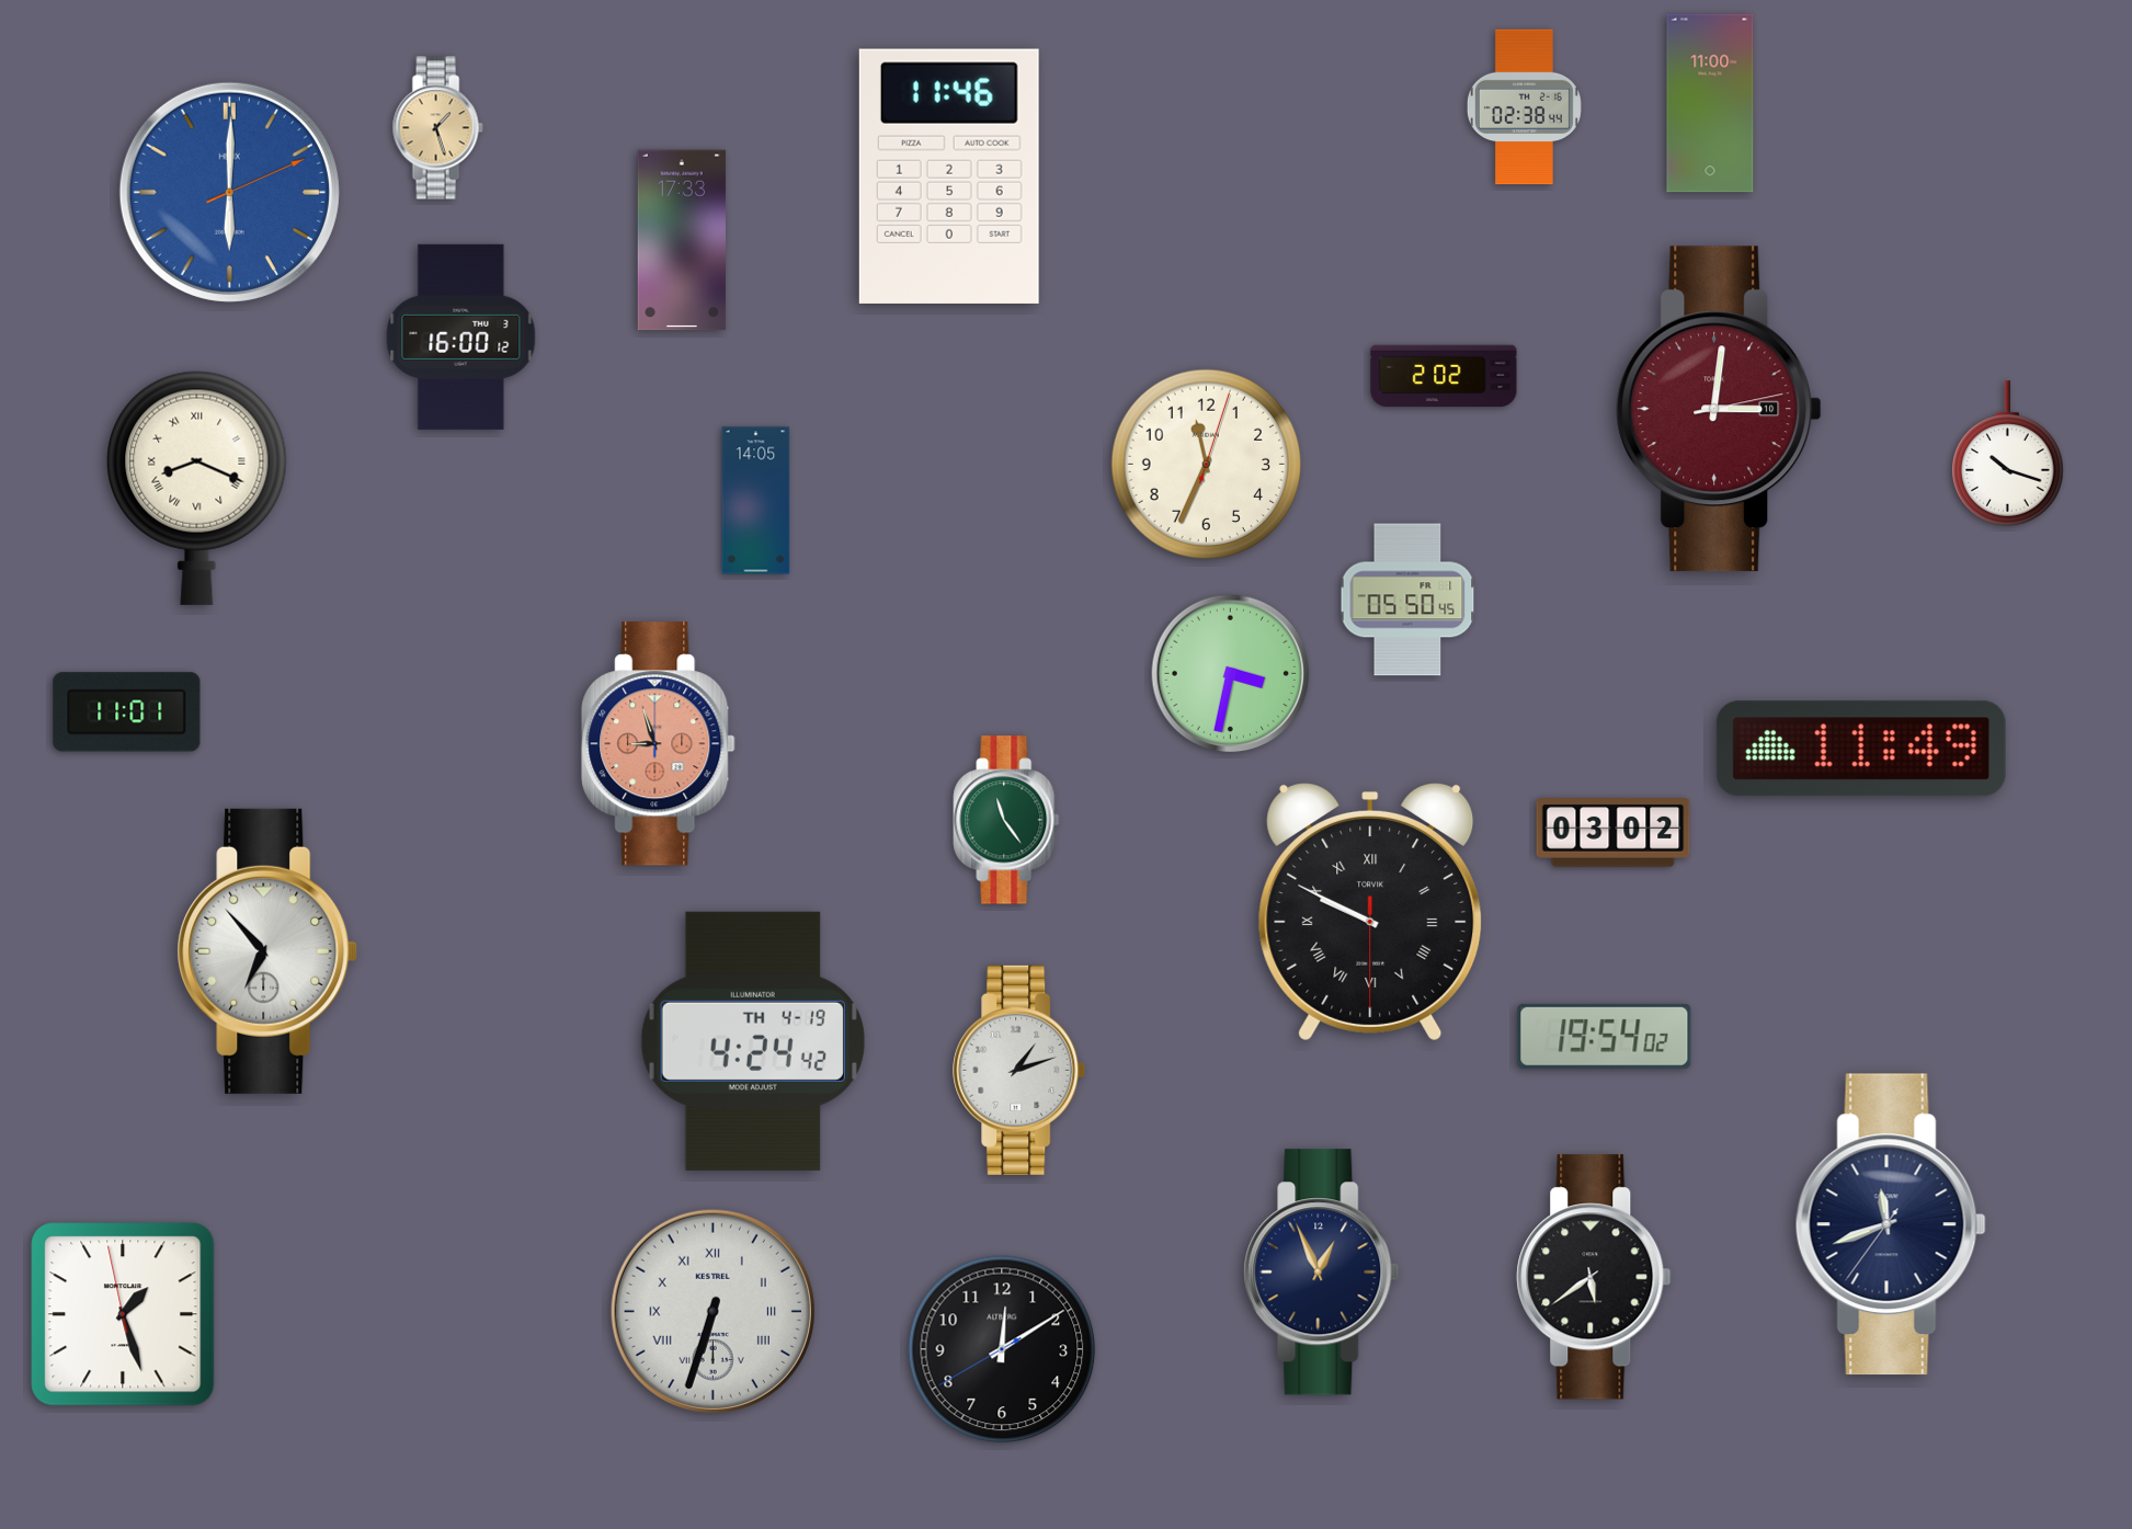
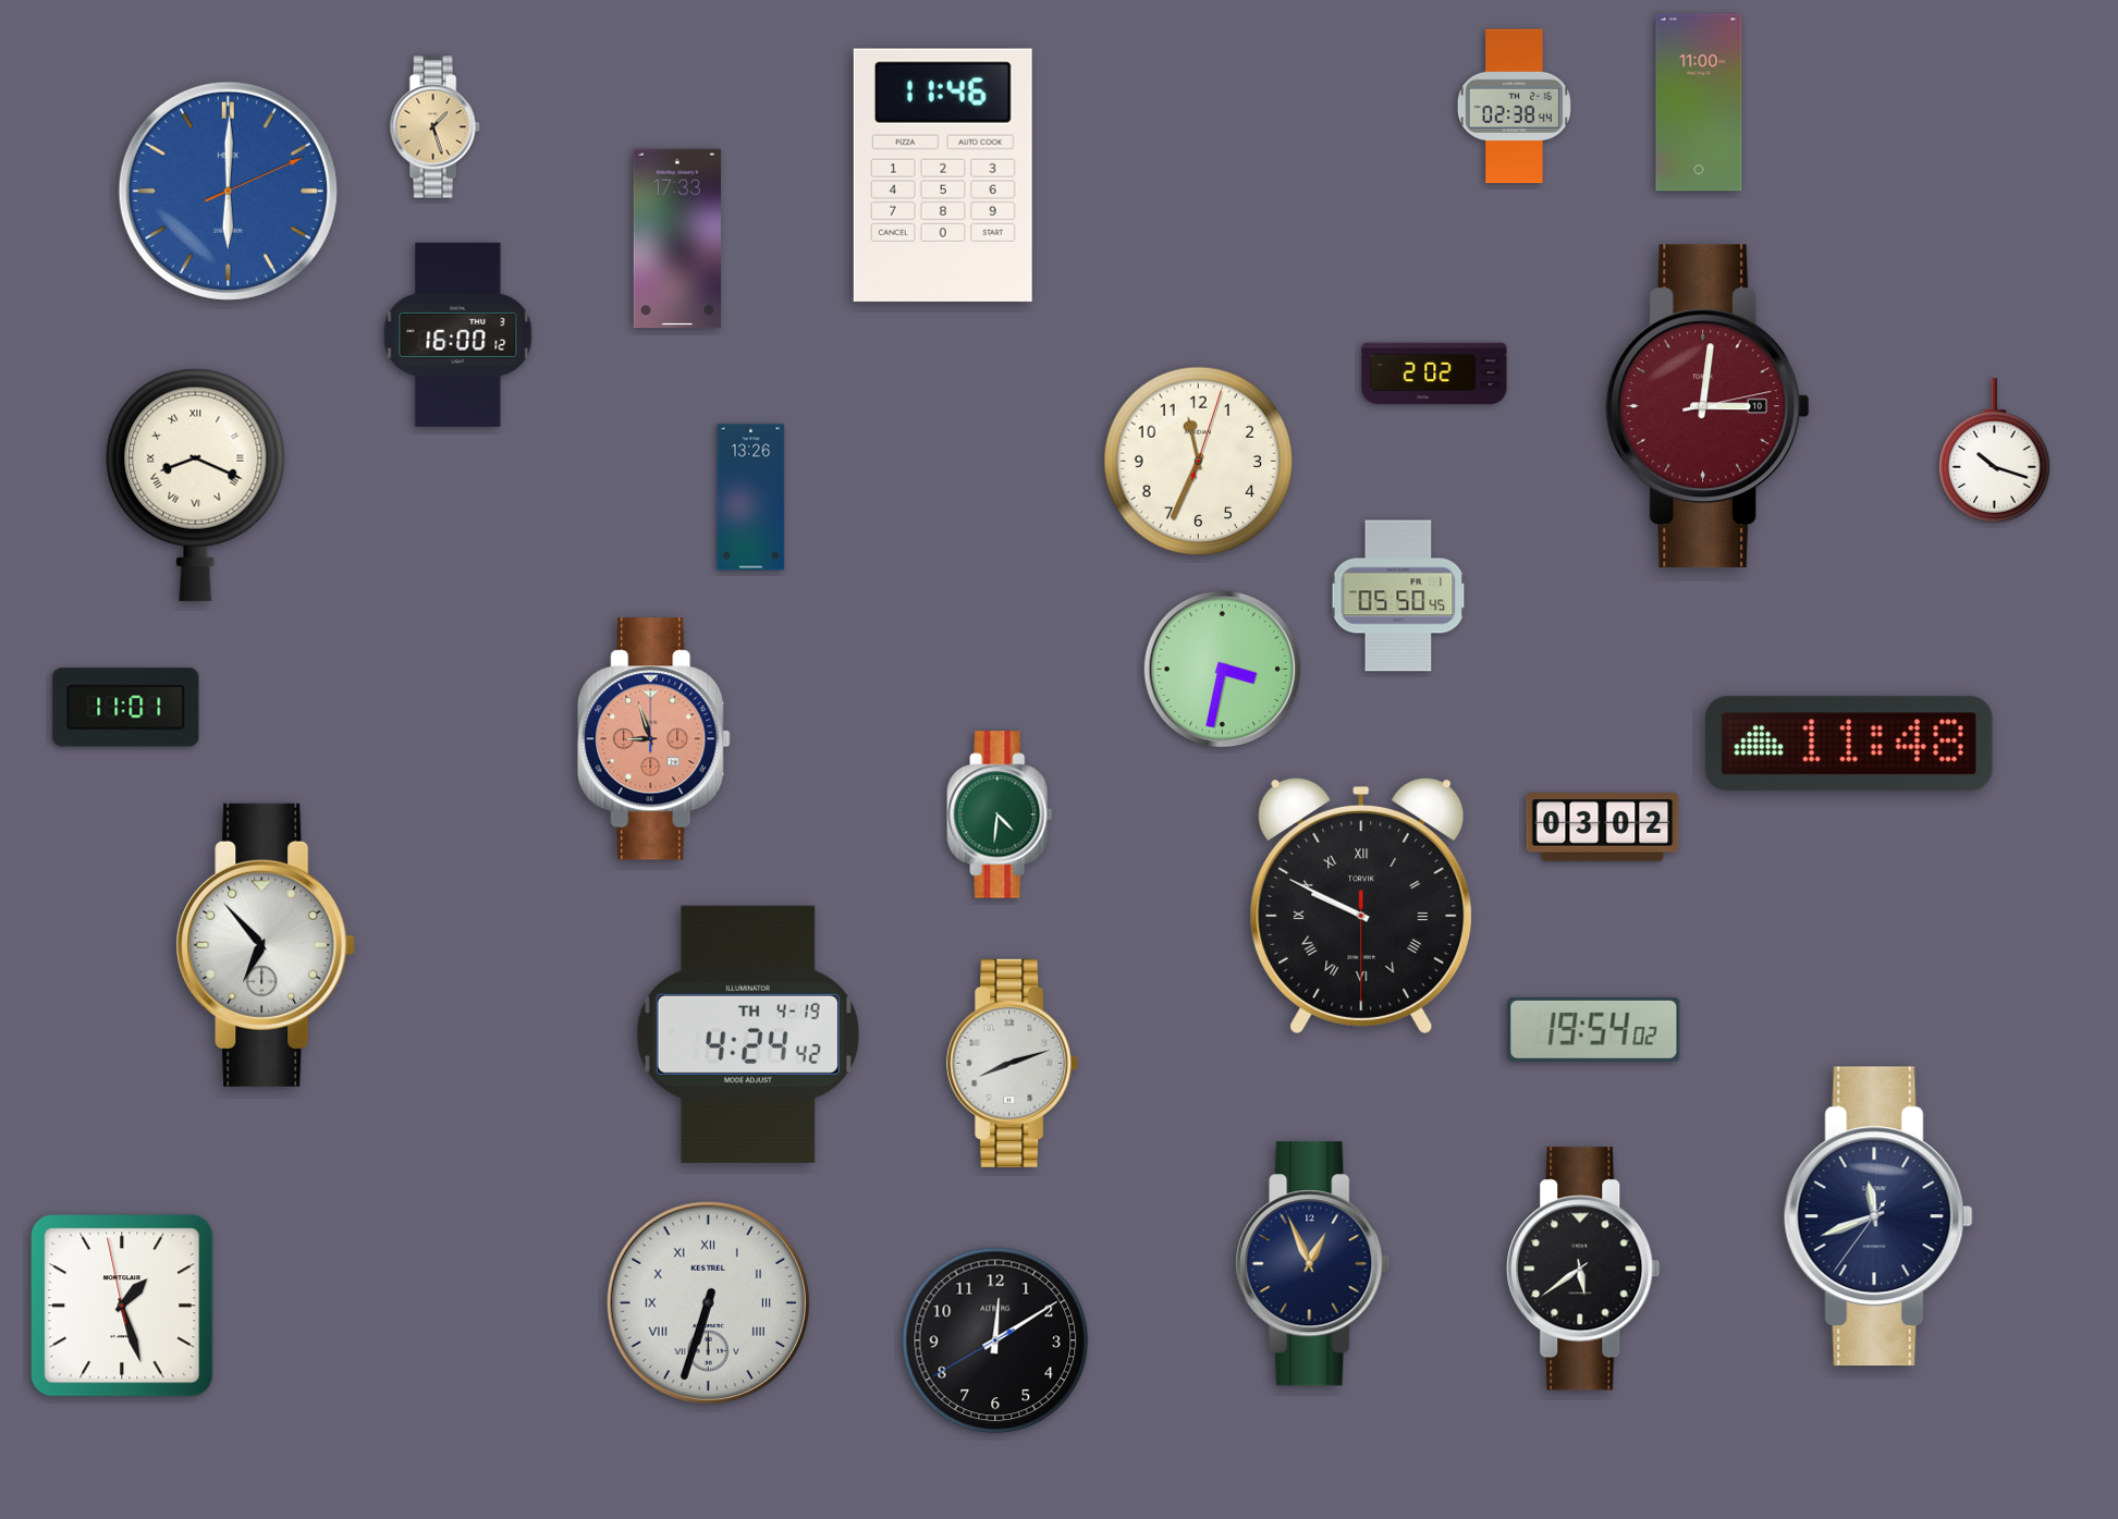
clock at (756, 501): 14:05 -> 13:26
clock at (1861, 749): 11:49 -> 11:48
clock at (1006, 820): 11:24 -> 4:31
clock at (1019, 1070): 1:12 -> 8:12
